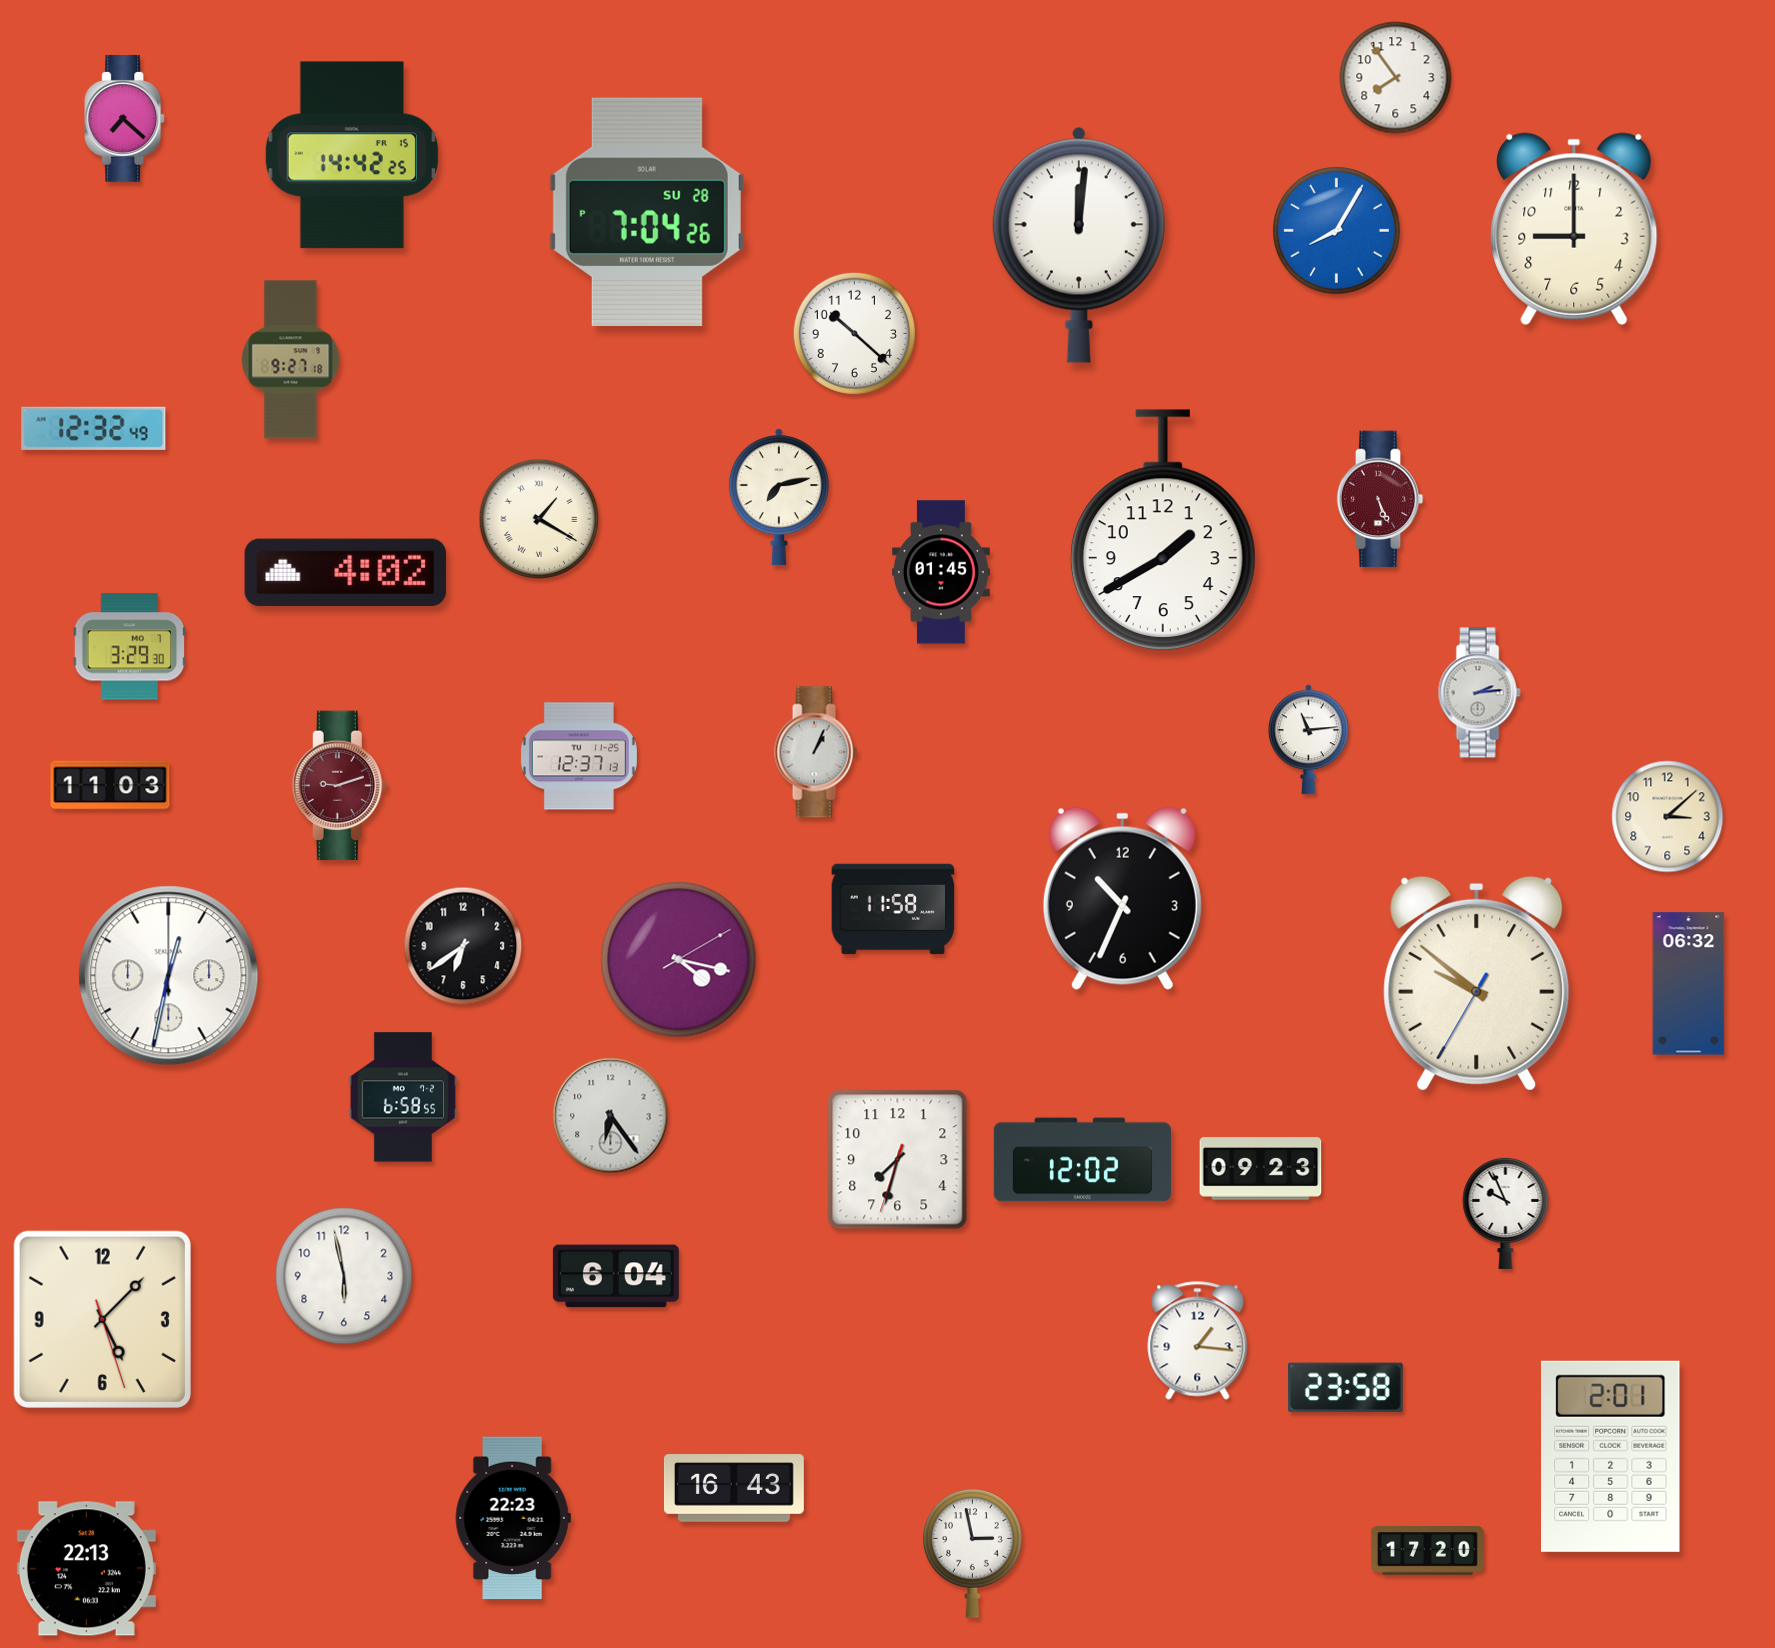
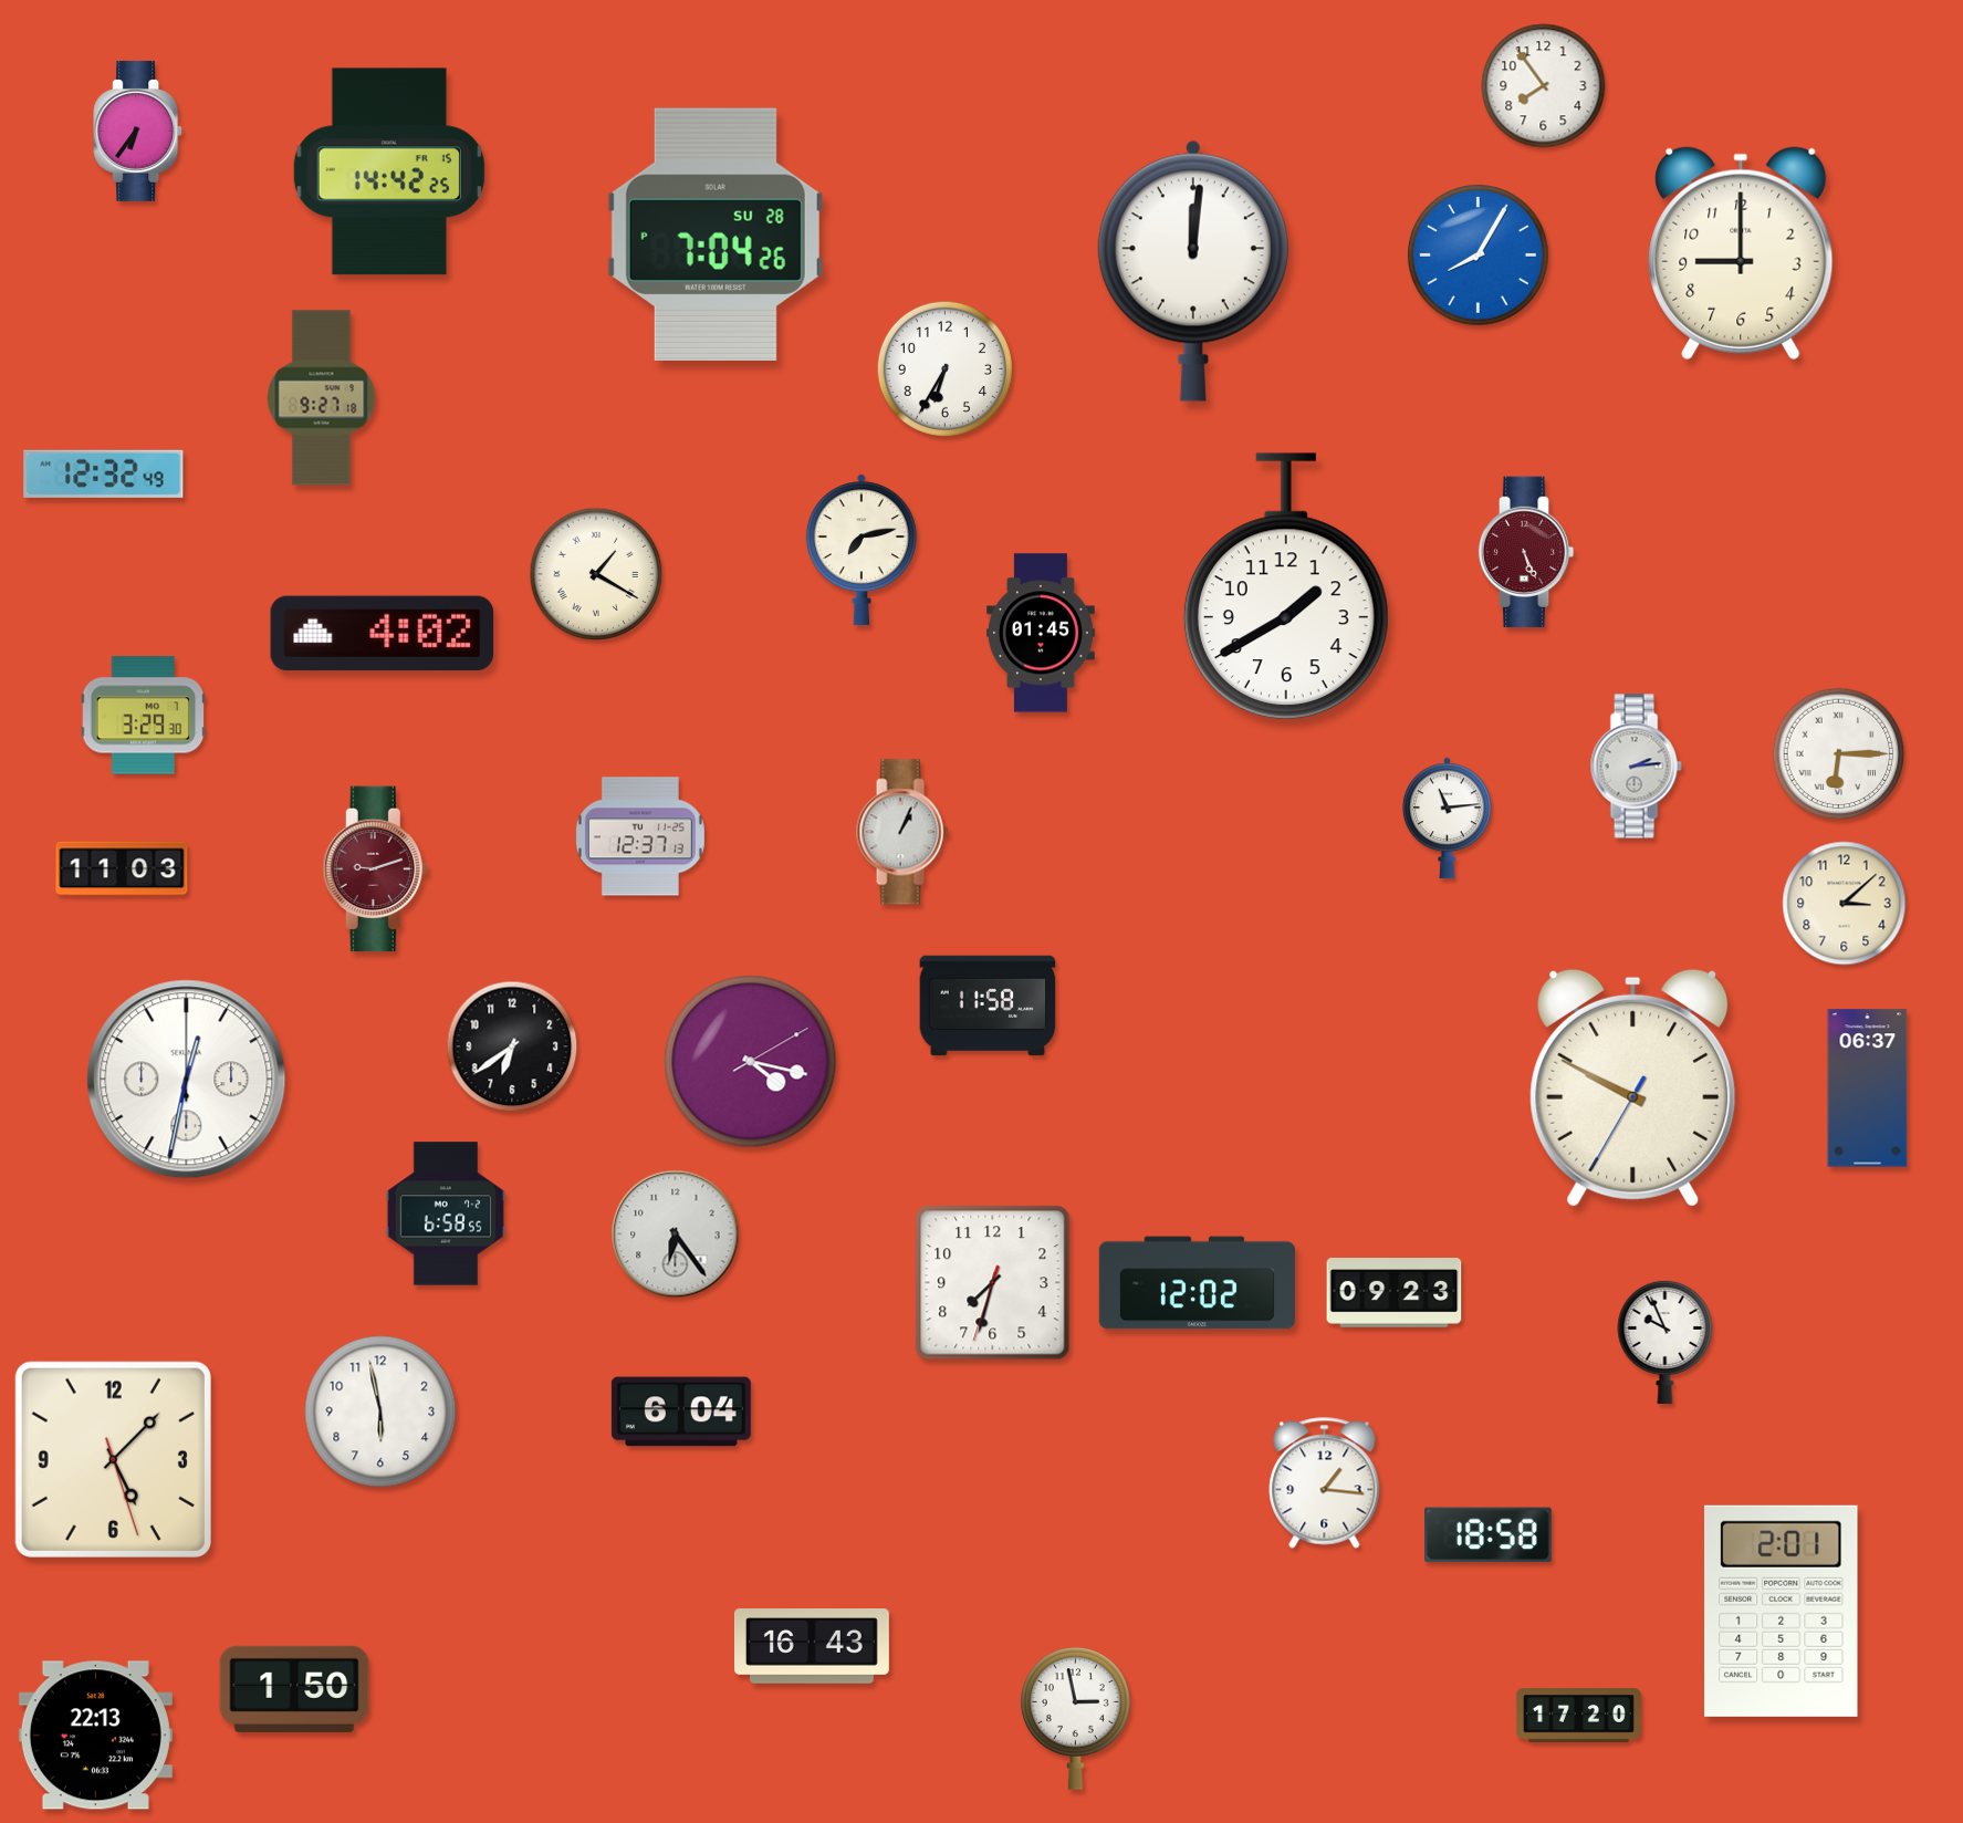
clock at (125, 118): 7:22 -> 6:36
clock at (854, 333): 10:22 -> 6:35
clock at (1839, 754): none -> 6:15
clock at (1122, 898): 10:34 -> none
clock at (1477, 983): 9:51 -> 9:49
clock at (1689, 984): 06:32 -> 06:37
clock at (1346, 1388): 23:58 -> 18:58
clock at (513, 1518): 22:23 -> none
clock at (294, 1689): none -> 1:50
